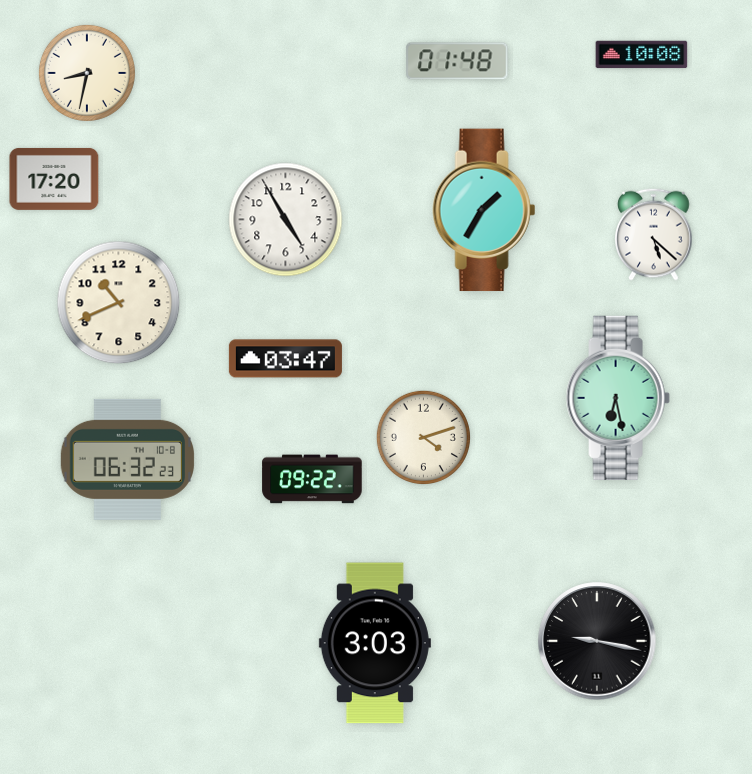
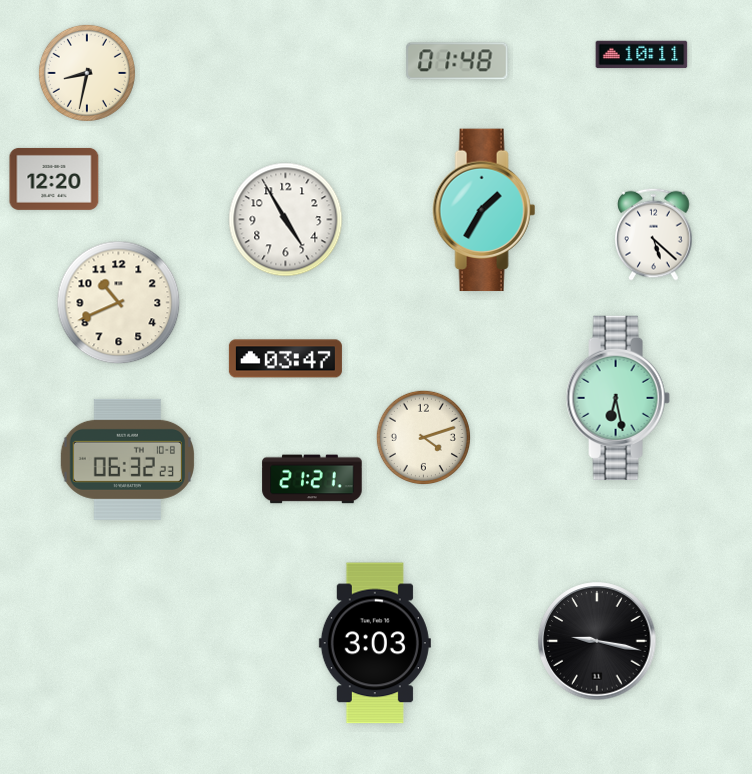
clock at (642, 55): 10:08 -> 10:11
clock at (54, 179): 17:20 -> 12:20
clock at (312, 479): 09:22 -> 21:21
